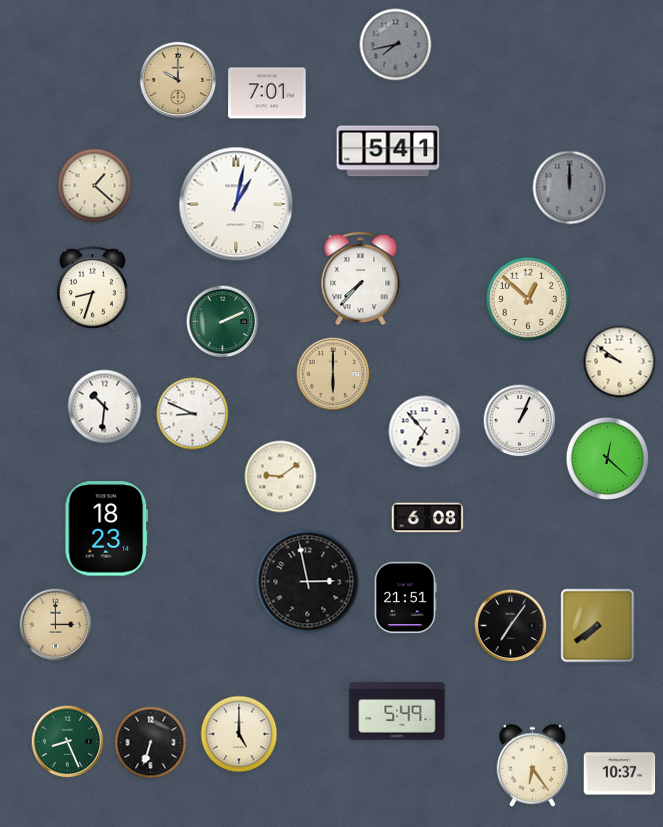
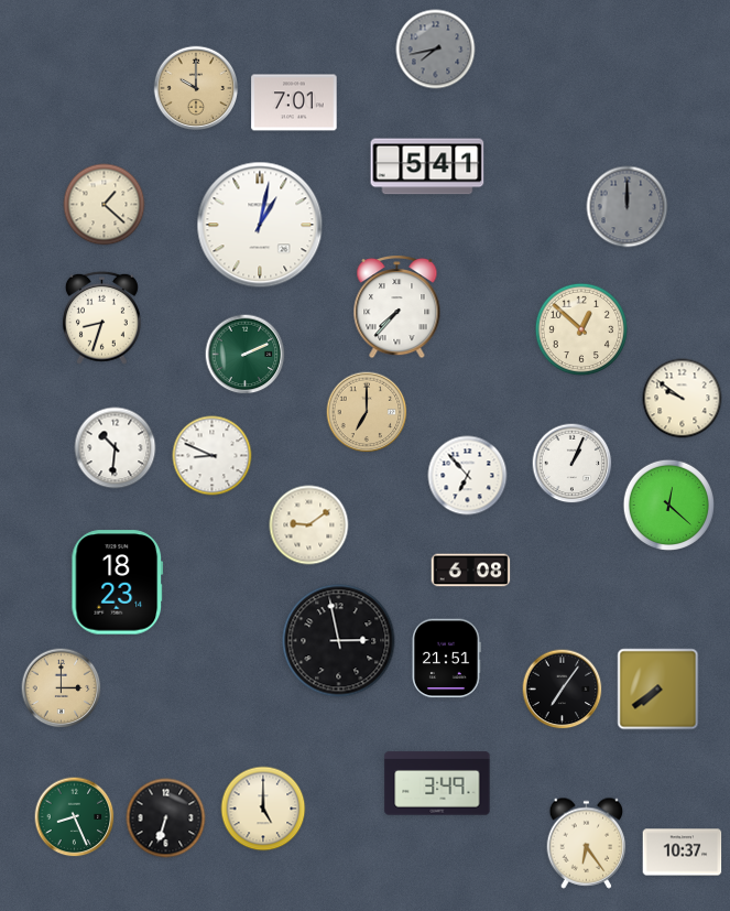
clock at (333, 374): 6:00 -> 7:00
clock at (397, 711): 5:49 -> 3:49
